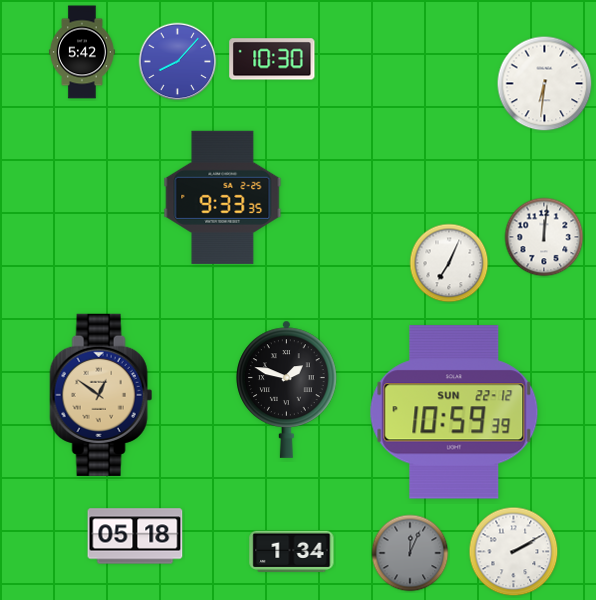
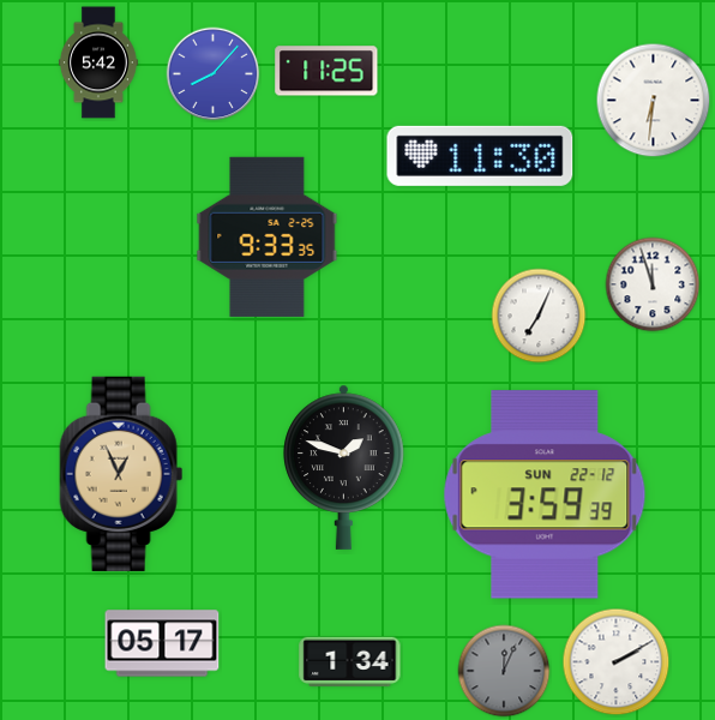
clock at (272, 59): 10:30 -> 11:25
clock at (480, 156): none -> 11:30
clock at (544, 237): 12:01 -> 11:57
clock at (101, 395): 12:51 -> 12:56
clock at (454, 412): 10:59 -> 3:59
clock at (135, 536): 05:18 -> 05:17
clock at (410, 553) position: (410, 553) -> (504, 671)
